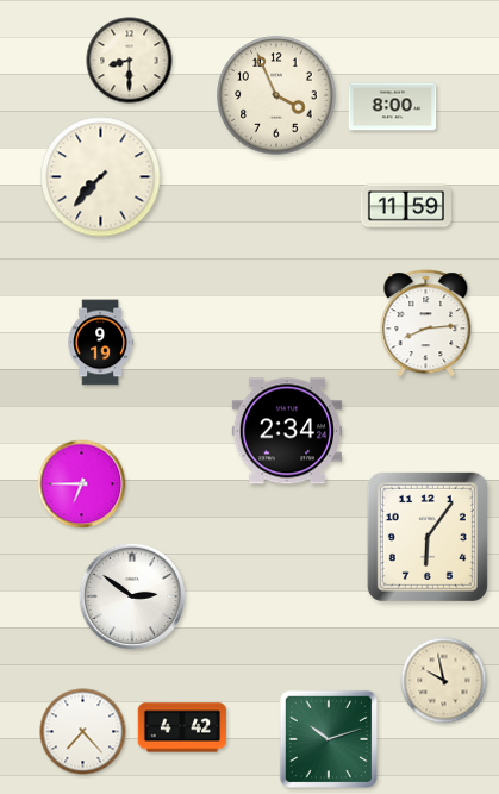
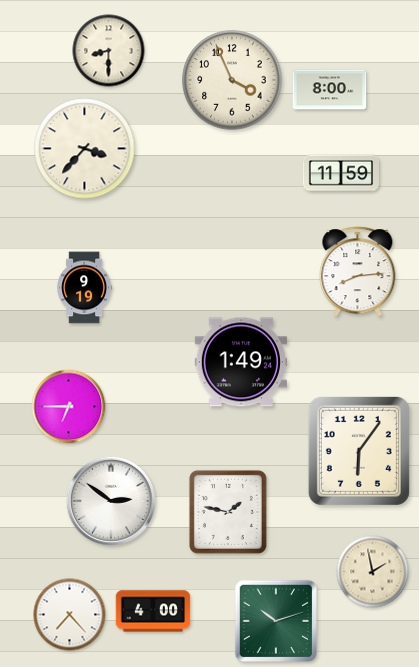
clock at (101, 177): 7:37 -> 3:37
clock at (286, 431): 2:34 -> 1:49
clock at (228, 512): none -> 1:47
clock at (444, 681): 9:58 -> 1:58
clock at (182, 727): 4:42 -> 4:00
